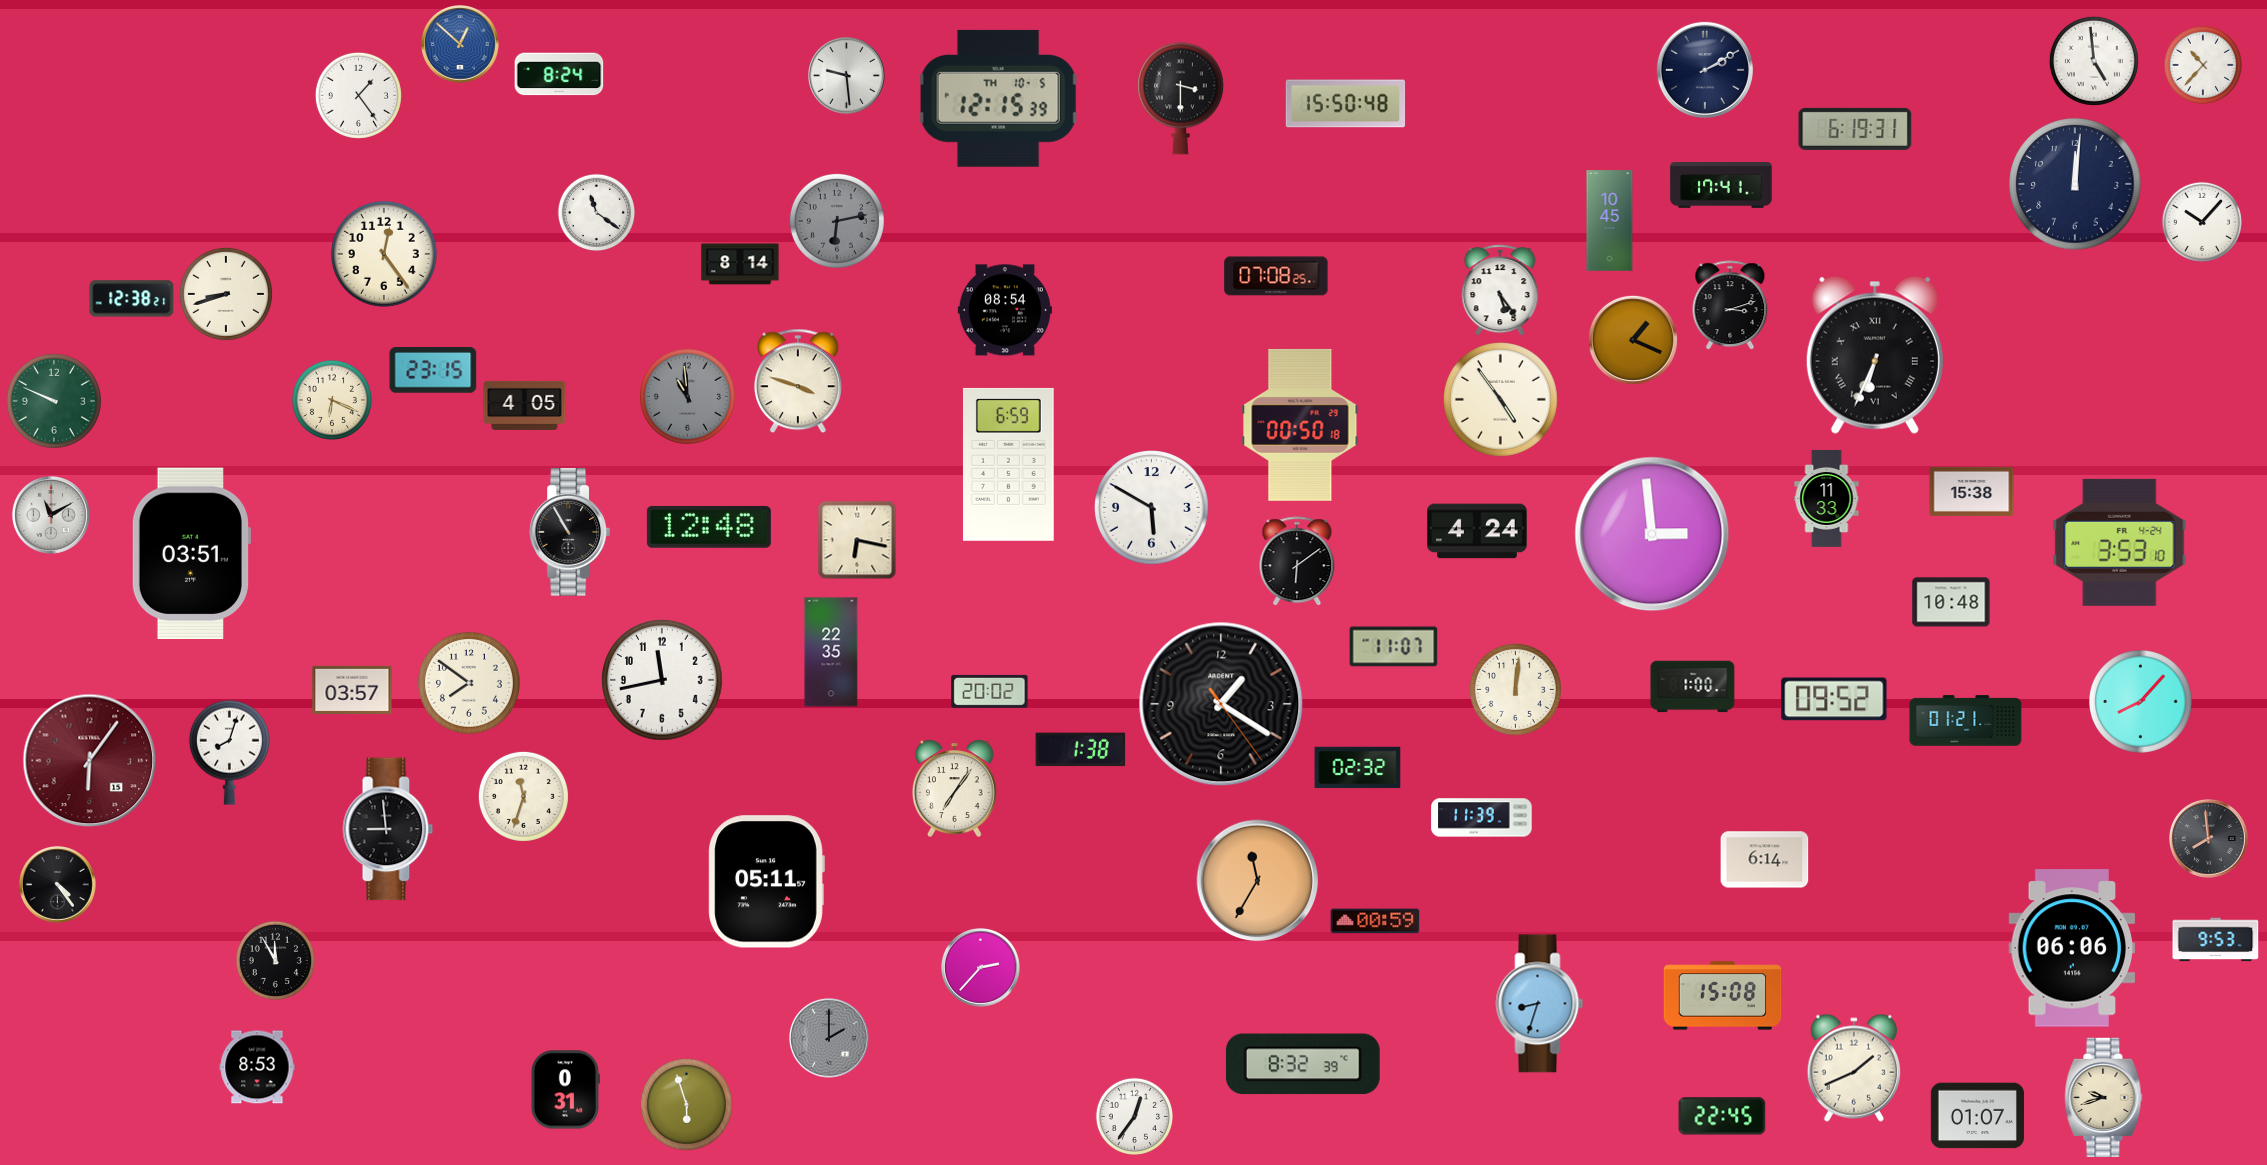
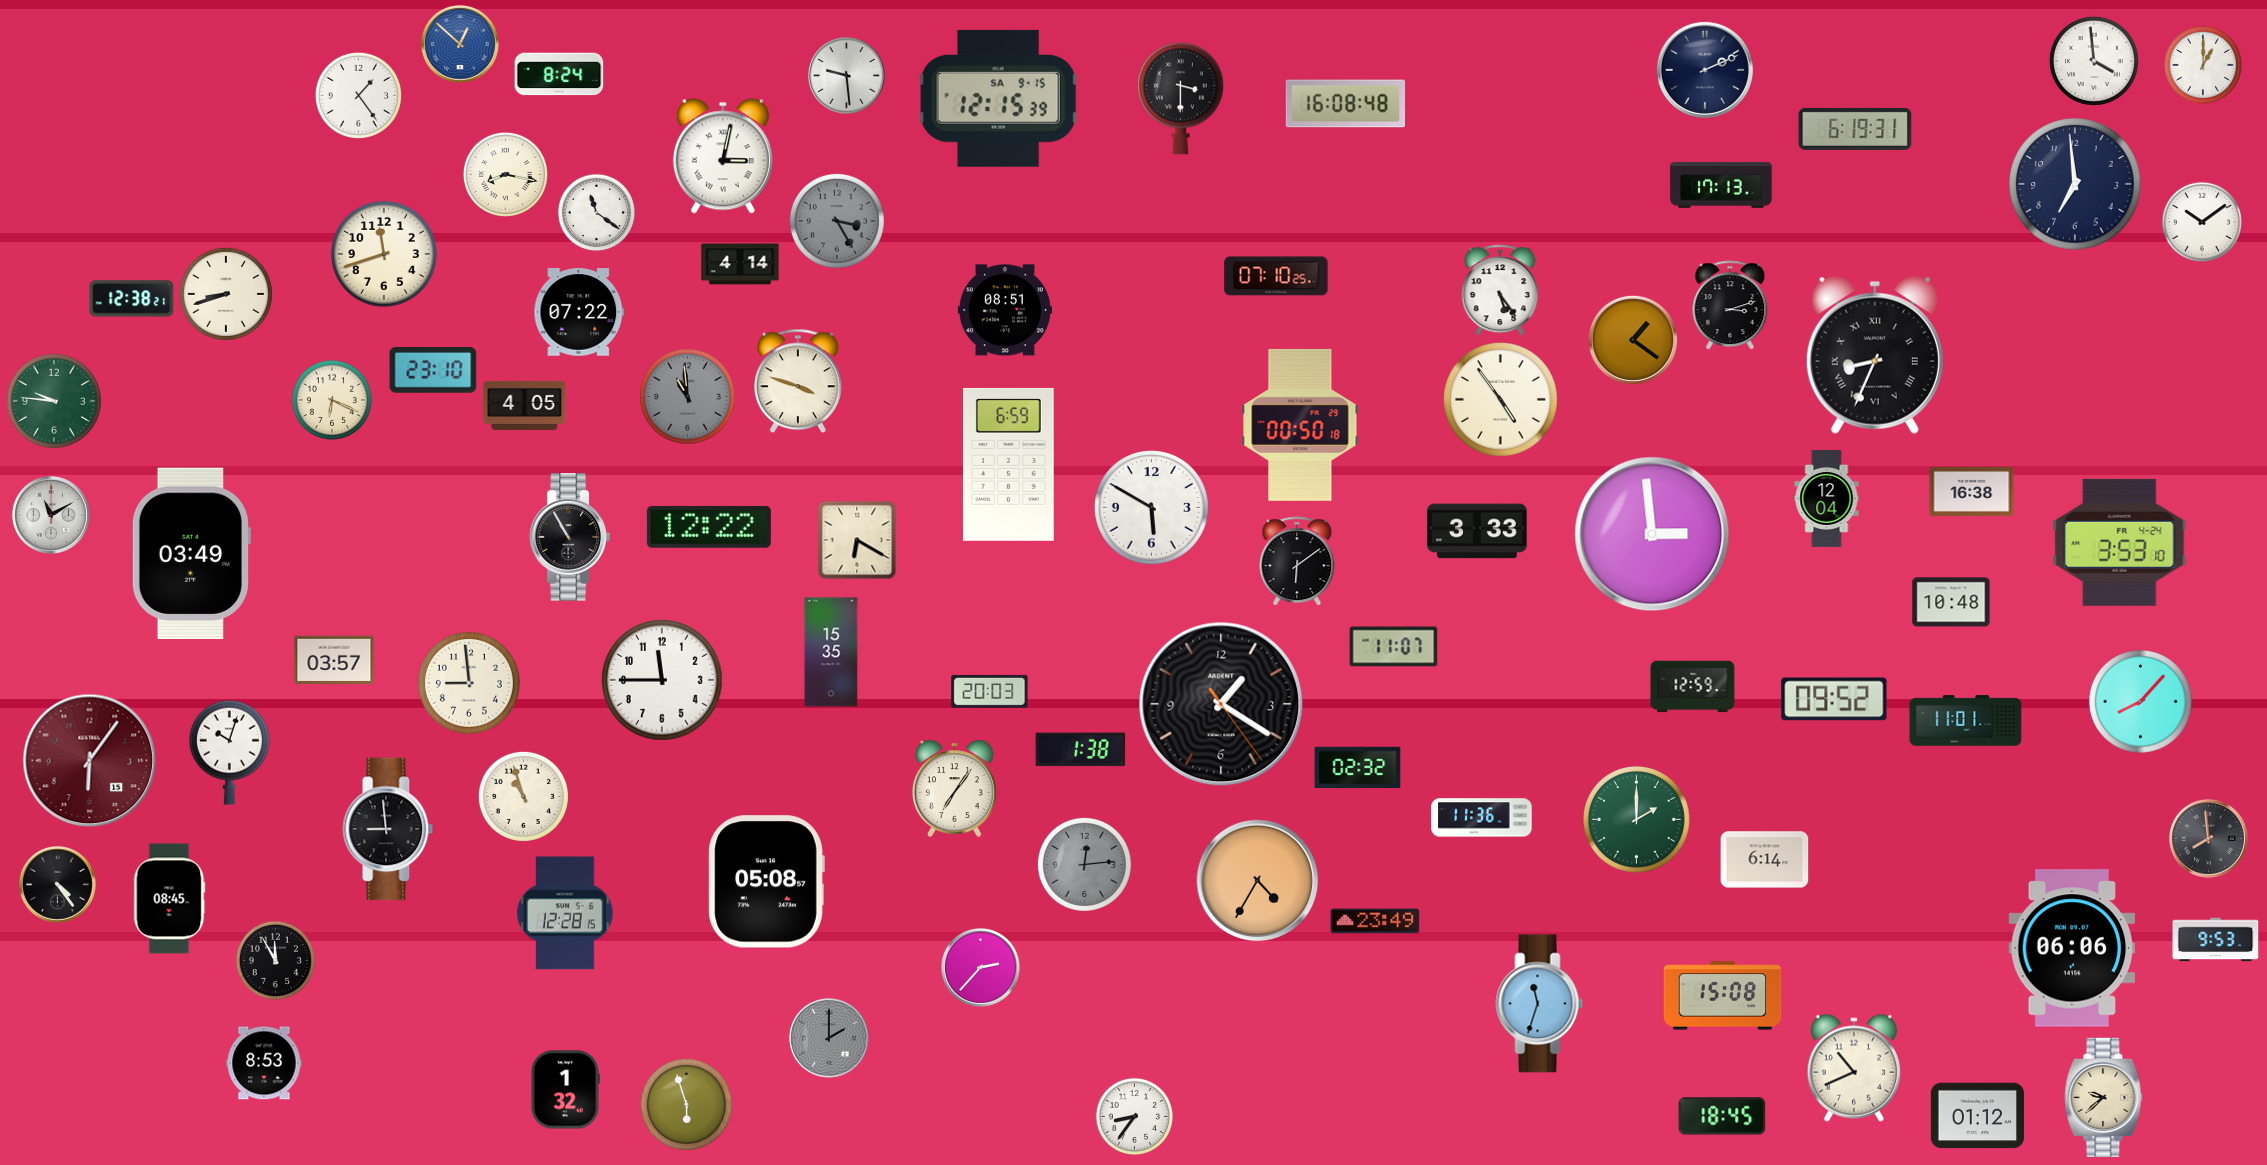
clock at (2094, 61): 4:59 -> 3:59
clock at (2202, 64): 10:37 -> 1:00
clock at (1705, 70): 2:10 -> 2:11
clock at (998, 98) date: TH 10-5 -> SA 9-15
clock at (1346, 104): 15:50 -> 16:08
clock at (723, 156): none -> 3:02
clock at (505, 174): none -> 8:17
clock at (2075, 184): 12:01 -> 6:59
clock at (1721, 185): 17:41 -> 17:13
clock at (837, 221): 6:13 -> 3:25
clock at (1610, 221): 10:45 -> none
clock at (2202, 222): 10:07 -> 10:09
clock at (384, 254): 12:24 -> 11:42
clock at (740, 264): 8:14 -> 4:14
clock at (1276, 276): 07:08 -> 07:10
clock at (1005, 310): 08:54 -> 08:51
clock at (579, 312): none -> 07:22
clock at (1633, 340): 1:19 -> 1:21
clock at (1875, 355): 6:34 -> 8:34
clock at (433, 371): 23:15 -> 23:10
clock at (54, 401): 9:49 -> 9:46
clock at (1972, 491): 15:38 -> 16:38
clock at (1827, 498): 11:33 -> 12:04
clock at (709, 527): 12:48 -> 12:22
clock at (1477, 531): 4:24 -> 3:33
clock at (569, 532) position: (569, 532) -> (569, 537)
clock at (857, 540): 6:17 -> 6:20
clock at (191, 554): 03:51 -> 03:49
clock at (831, 652): 22:35 -> 15:35
clock at (662, 680): 11:43 -> 11:45
clock at (469, 683): 7:51 -> 8:59
clock at (1693, 687): 1:00 -> 12:59
clock at (352, 689) position: (352, 689) -> (334, 659)
clock at (1515, 689): 12:01 -> none
clock at (990, 691): 20:02 -> 20:03
clock at (1966, 721): 01:21 -> 11:01
clock at (229, 752): 8:03 -> 10:03
clock at (523, 796): 11:33 -> 10:57
clock at (1482, 818): 11:39 -> 11:36
clock at (1636, 819): none -> 2:00
clock at (1084, 864): none -> 12:14
clock at (1258, 881): 11:35 -> 4:35
clock at (766, 882): 05:11 -> 05:08
clock at (170, 899): none -> 08:45
clock at (565, 913): none -> 12:28
clock at (1375, 921): 00:59 -> 23:49
clock at (1540, 1004): 8:33 -> 11:33
clock at (1303, 1064): 8:32 -> none
clock at (257, 1067) position: (257, 1067) -> (264, 1063)
clock at (1854, 1068): 1:41 -> 10:41
clock at (565, 1090): 0:31 -> 1:32
clock at (2104, 1098): 9:42 -> 9:38
clock at (1134, 1116): 12:36 -> 8:36
clock at (1722, 1116): 22:45 -> 18:45
clock at (1977, 1116): 01:07 -> 01:12
